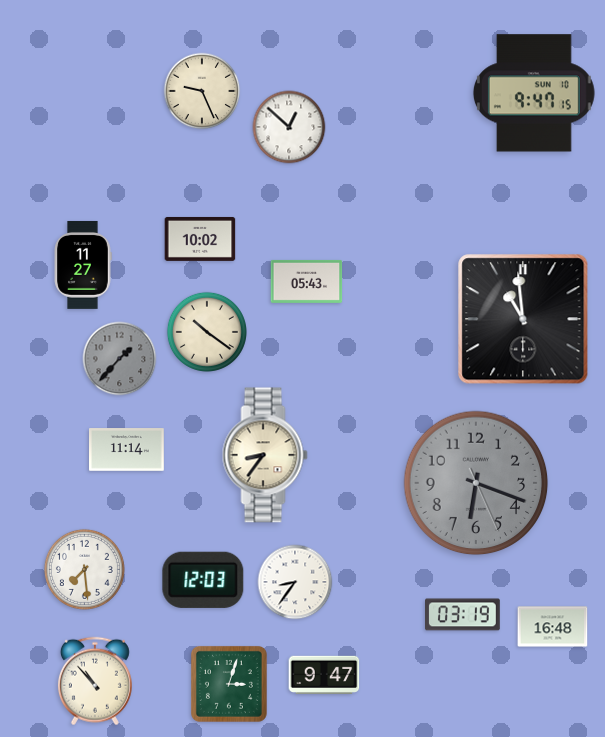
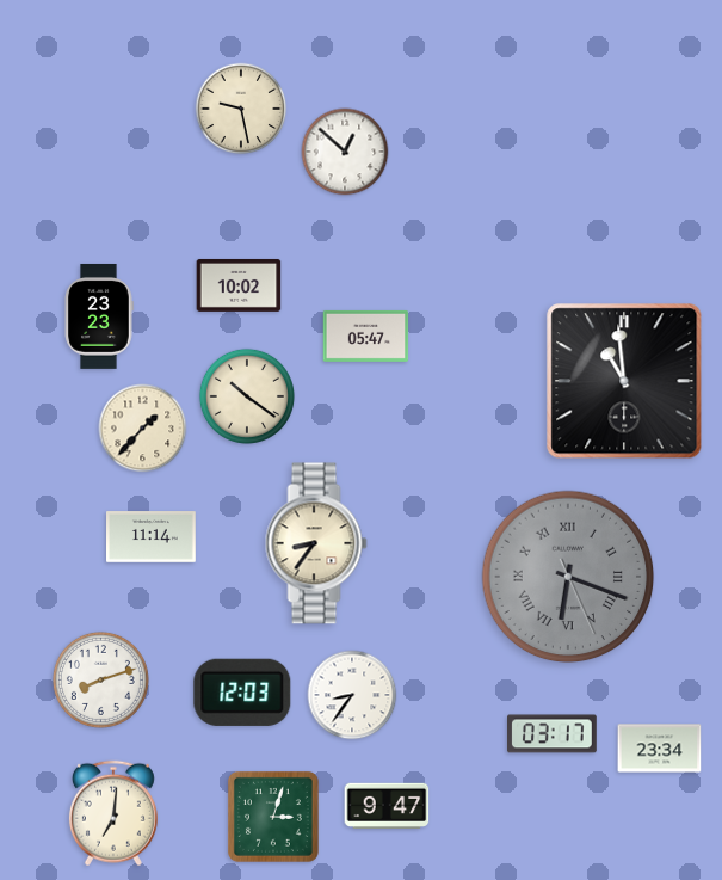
clock at (202, 91): 9:26 -> 9:28
clock at (534, 93): 9:47 -> none
clock at (83, 265): 11:27 -> 23:23
clock at (307, 281): 05:43 -> 05:47
clock at (120, 359) dial: grey -> cream
clock at (476, 483) numerals: Arabic -> Roman
clock at (84, 569): 7:29 -> 8:12
clock at (463, 615): 03:19 -> 03:17
clock at (553, 627): 16:48 -> 23:34
clock at (95, 681): 10:53 -> 7:01
